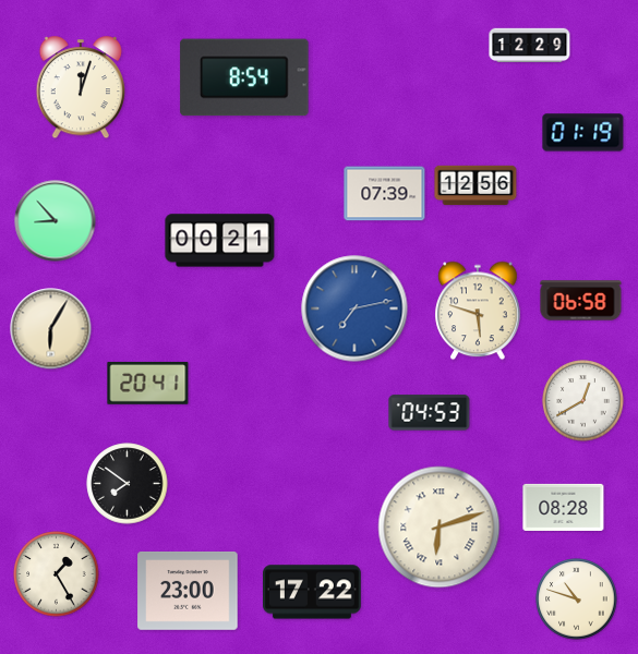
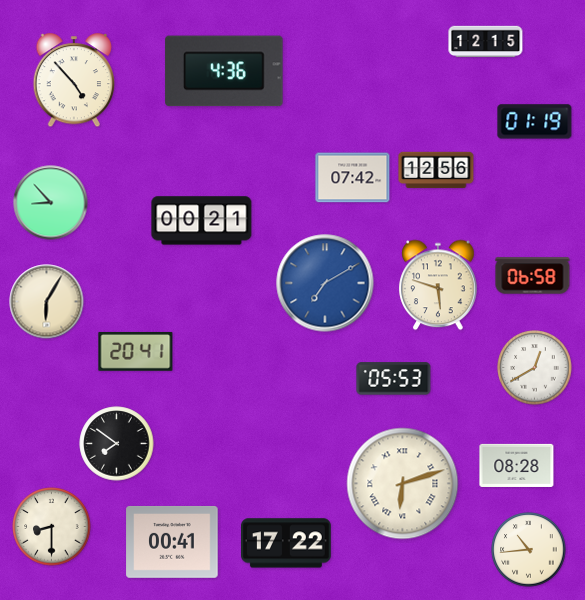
clock at (530, 46): 12:29 -> 12:15
clock at (244, 77): 8:54 -> 4:36
clock at (81, 88): 12:03 -> 4:53
clock at (385, 194): 07:39 -> 07:42
clock at (354, 308): 7:13 -> 7:10
clock at (430, 413): 04:53 -> 05:53
clock at (57, 574): 1:25 -> 8:30
clock at (188, 591): 23:00 -> 00:41
clock at (577, 599): 10:48 -> 10:44
